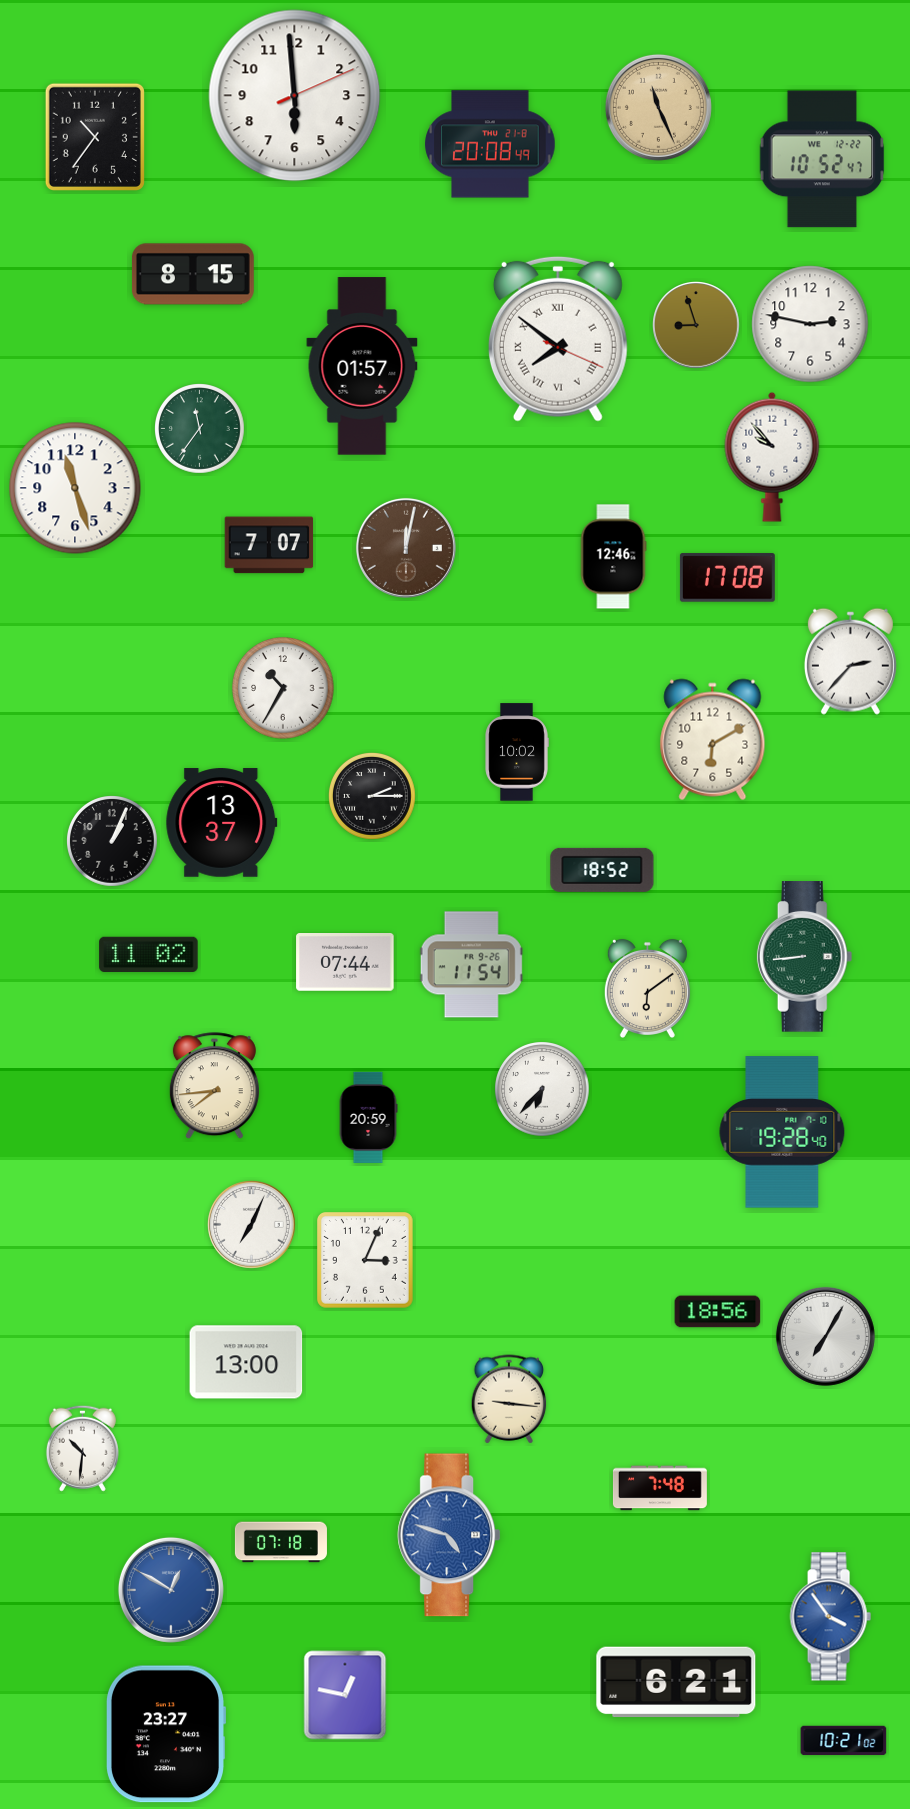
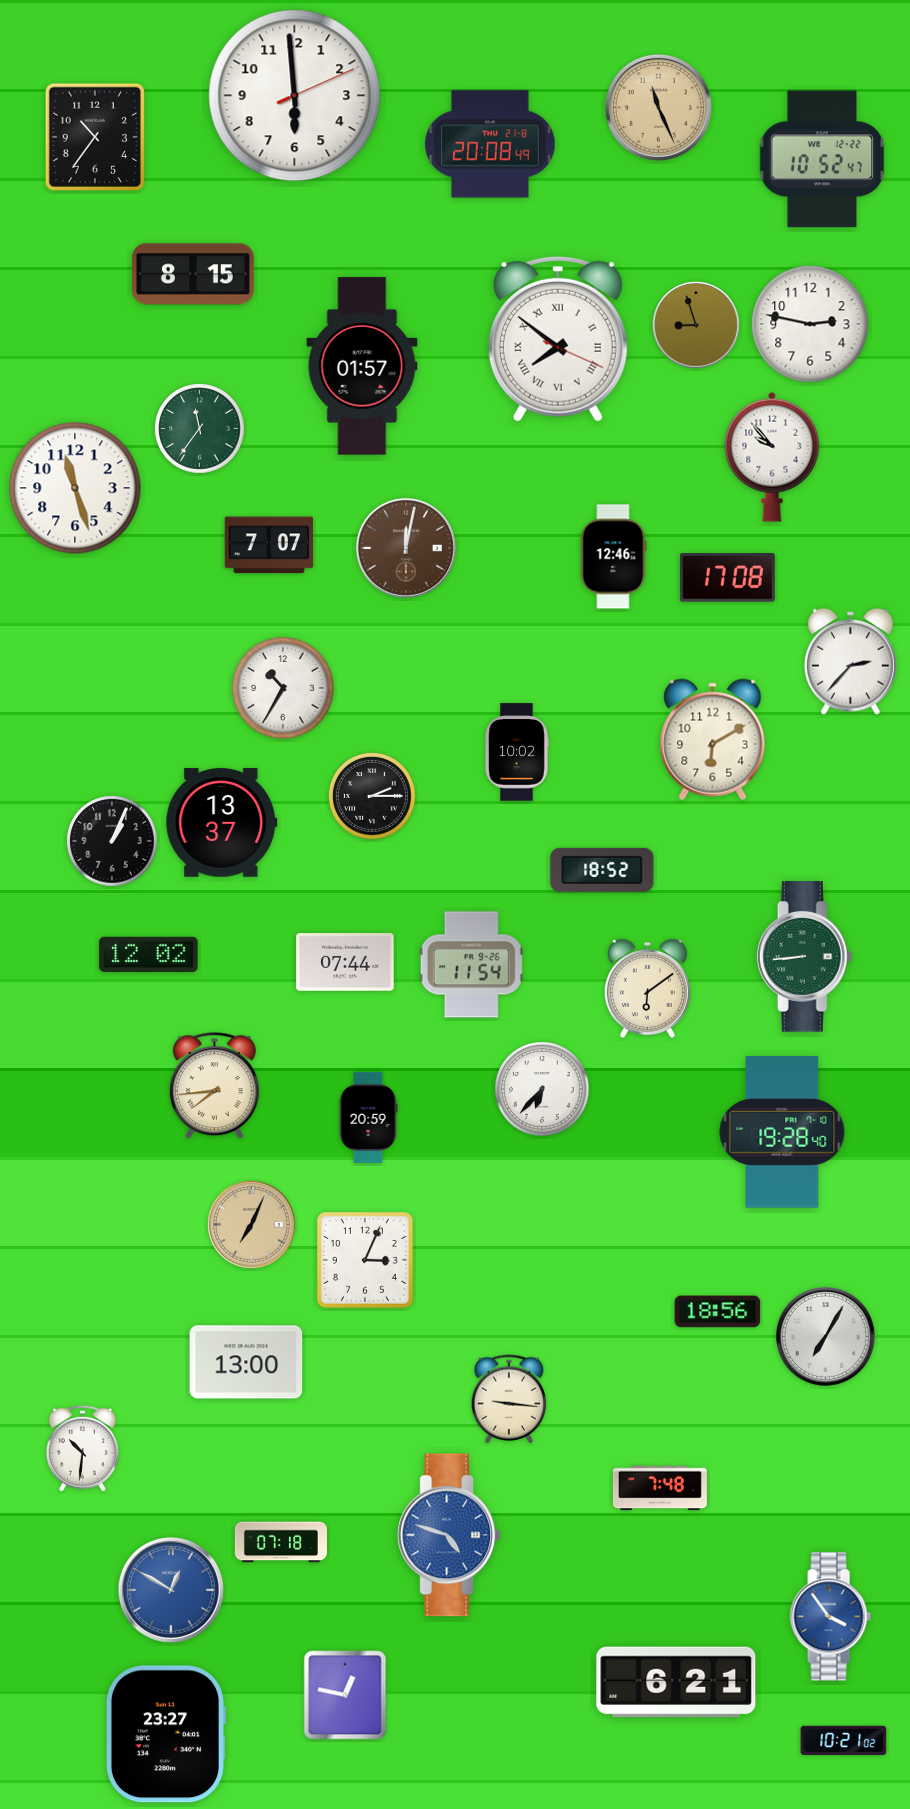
clock at (149, 955): 11:02 -> 12:02
clock at (252, 1225) dial: white -> champagne
